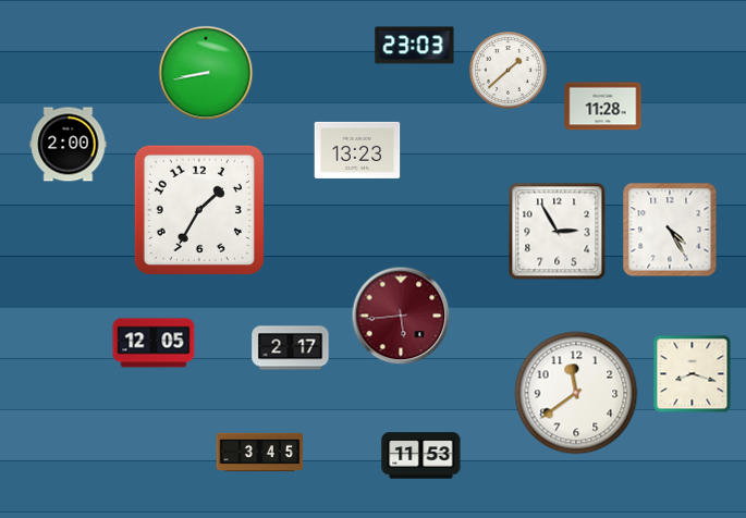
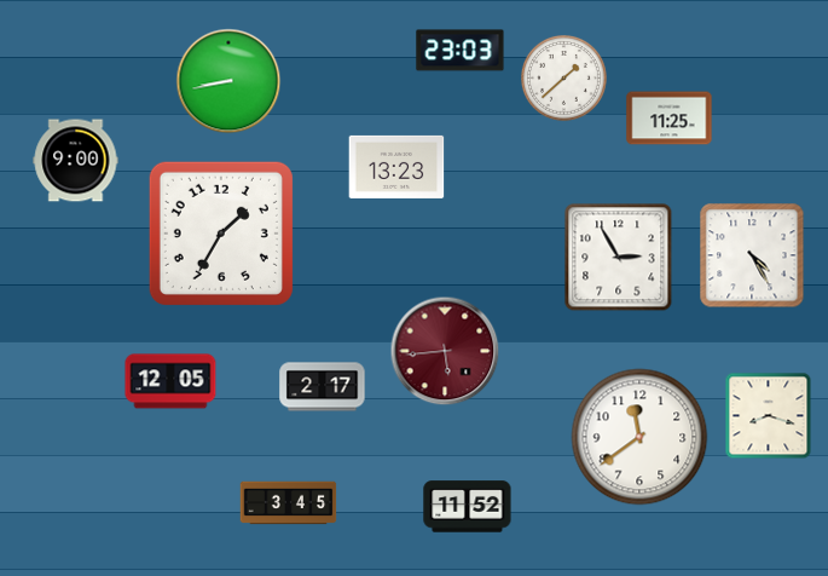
clock at (603, 107): 11:28 -> 11:25
clock at (69, 145): 2:00 -> 9:00
clock at (670, 230) position: (670, 230) -> (752, 255)
clock at (421, 456): 11:53 -> 11:52
